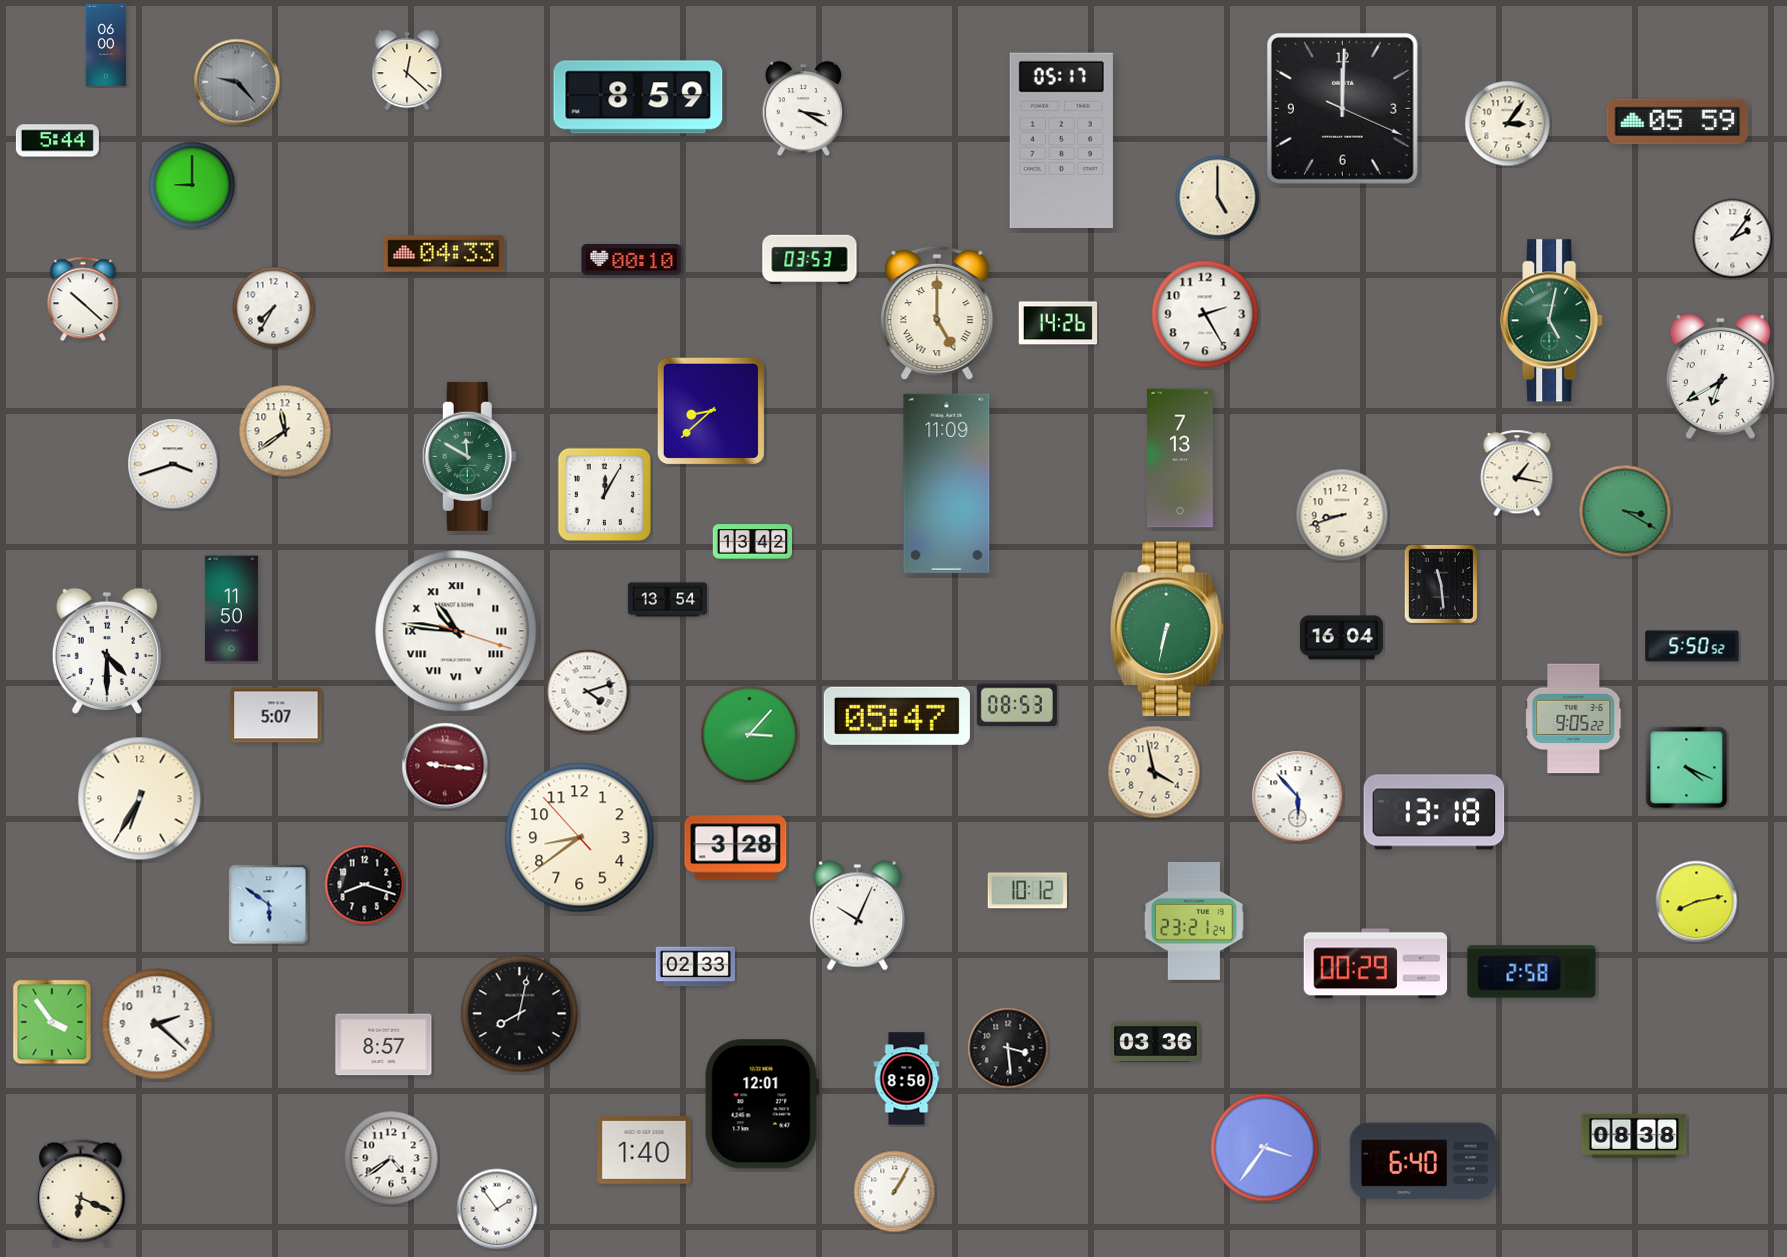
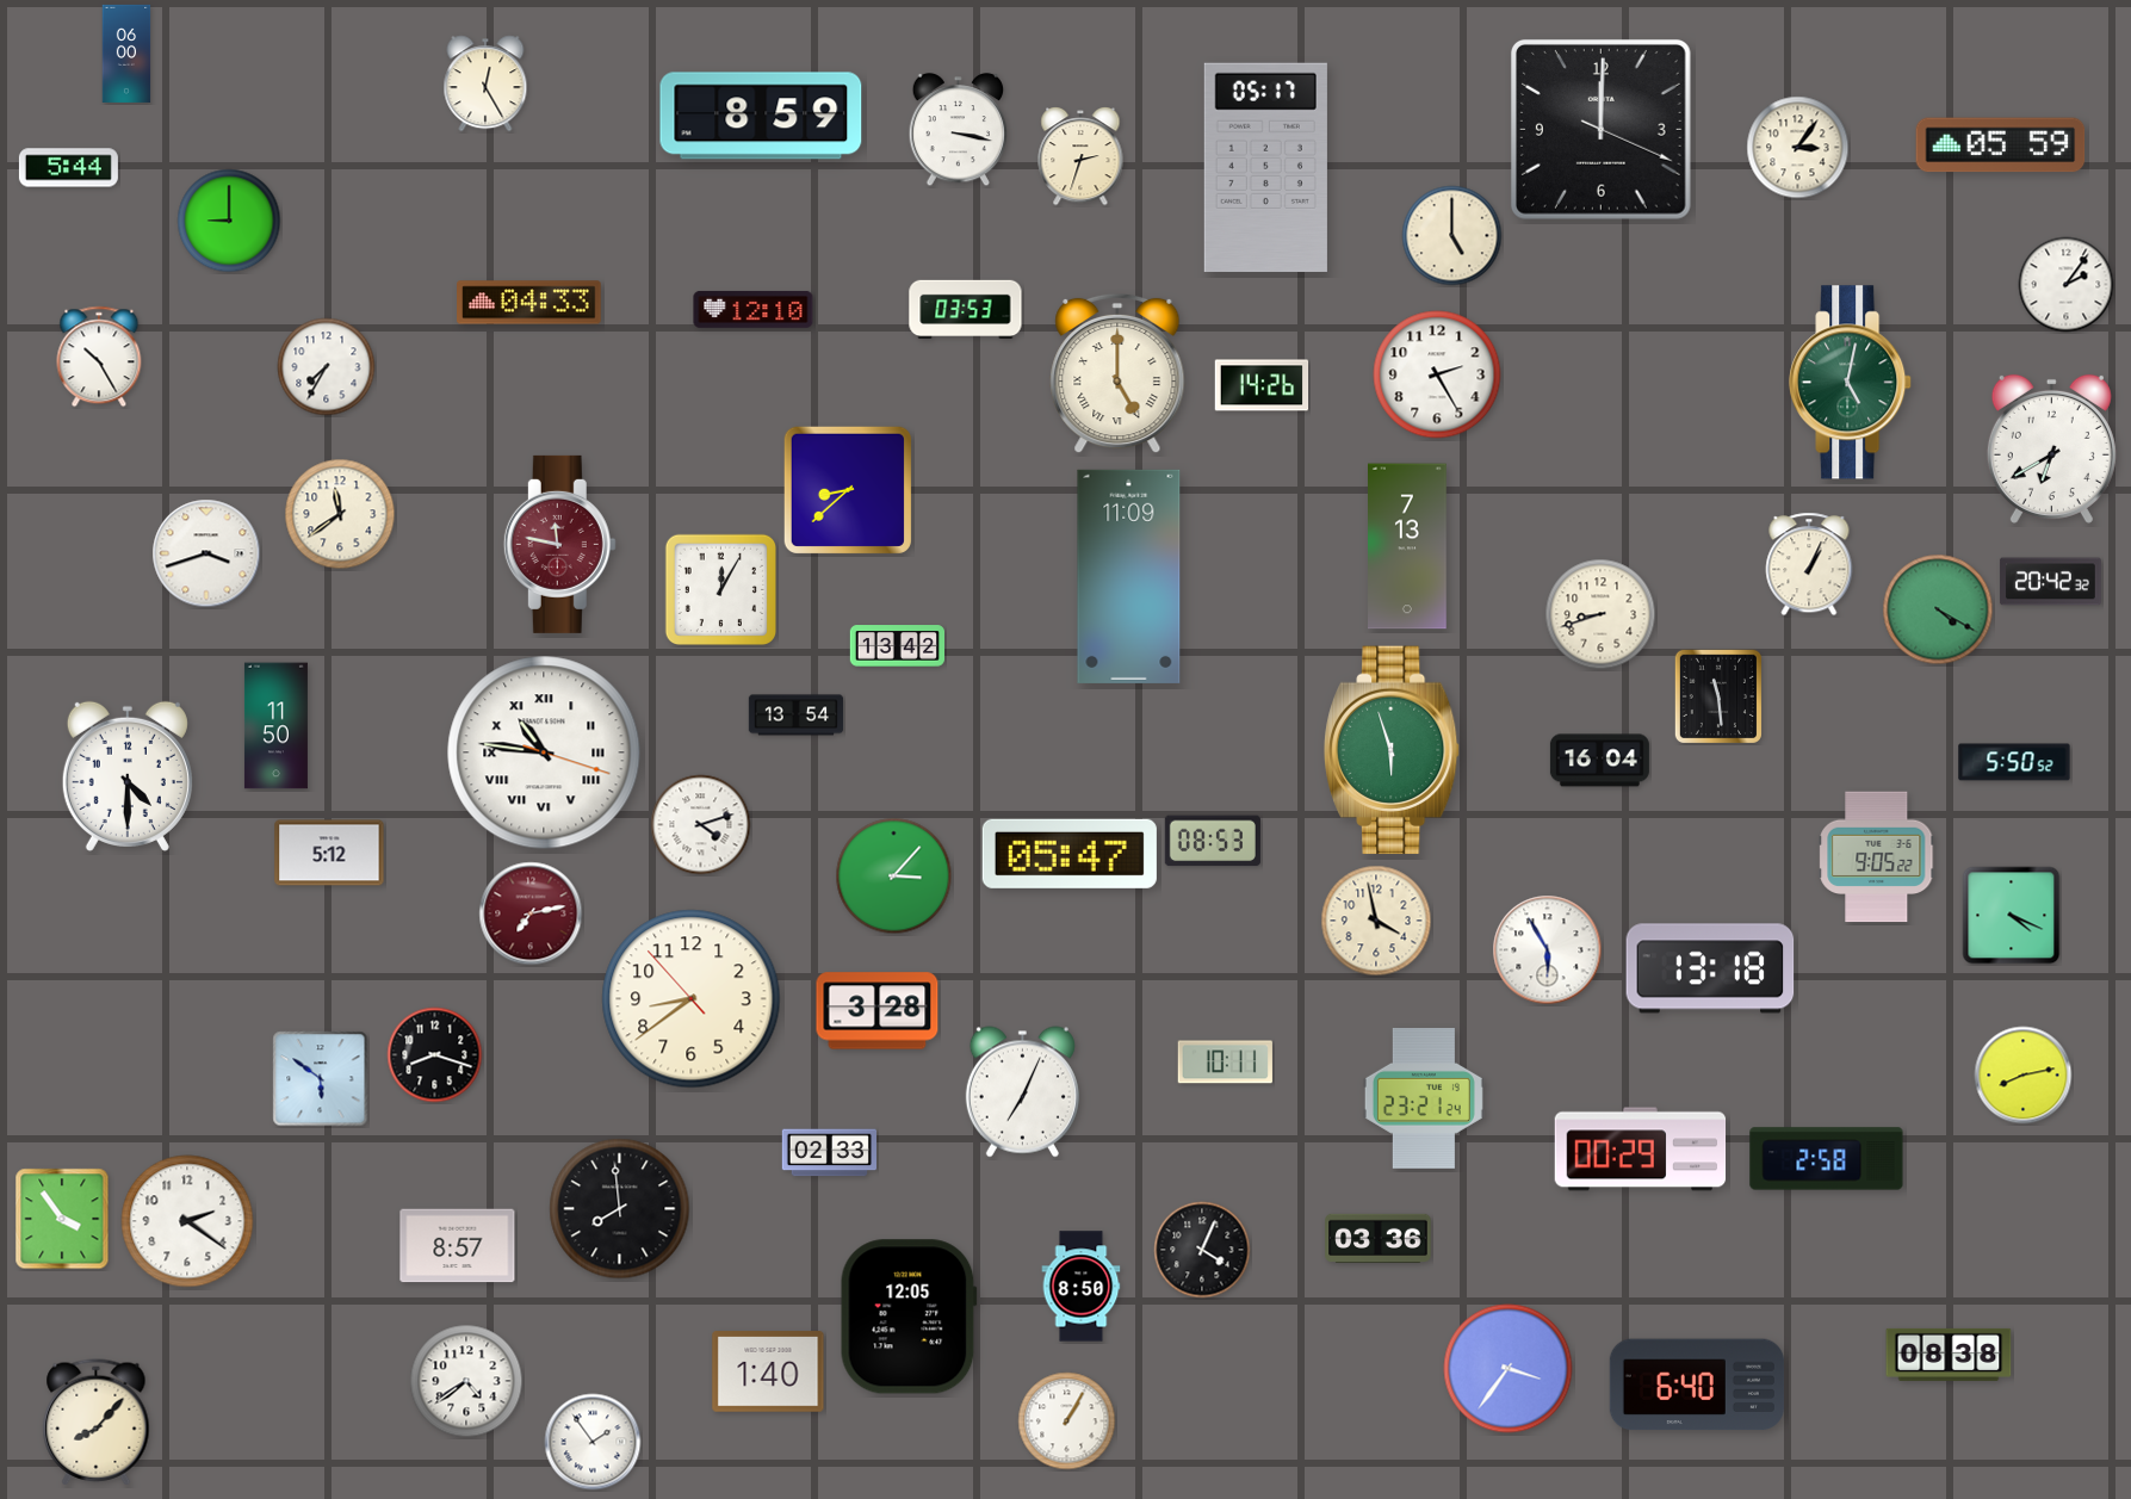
clock at (407, 70): 12:22 -> 12:25
clock at (237, 82): 9:23 -> none
clock at (804, 109): 3:20 -> 3:17
clock at (1080, 157): none -> 2:33
clock at (632, 260): 00:10 -> 12:10
clock at (83, 299): 10:22 -> 10:25
clock at (469, 456): 11:50 -> 11:47
clock at (469, 456) dial: green -> burgundy
clock at (1517, 473): 1:17 -> 1:04
clock at (2050, 582): none -> 20:42
clock at (1625, 511): 3:20 -> 4:20
clock at (1168, 629): 6:32 -> 5:57
clock at (1692, 646) position: (1692, 646) -> (2014, 762)
clock at (276, 715): 5:07 -> 5:12
clock at (445, 766): 9:16 -> 7:13
clock at (1298, 797): 5:53 -> 5:55
clock at (140, 799): 6:35 -> none
clock at (1027, 891): 10:12 -> 10:11
clock at (857, 916): 10:04 -> 7:04
clock at (520, 1014): 8:02 -> 7:59
clock at (157, 1024): 2:22 -> 2:21
clock at (1156, 1041) position: (1156, 1041) -> (1379, 1238)
clock at (1008, 1048): 3:29 -> 4:04
clock at (762, 1104): 12:01 -> 12:05
clock at (81, 1193): 6:19 -> 8:07
